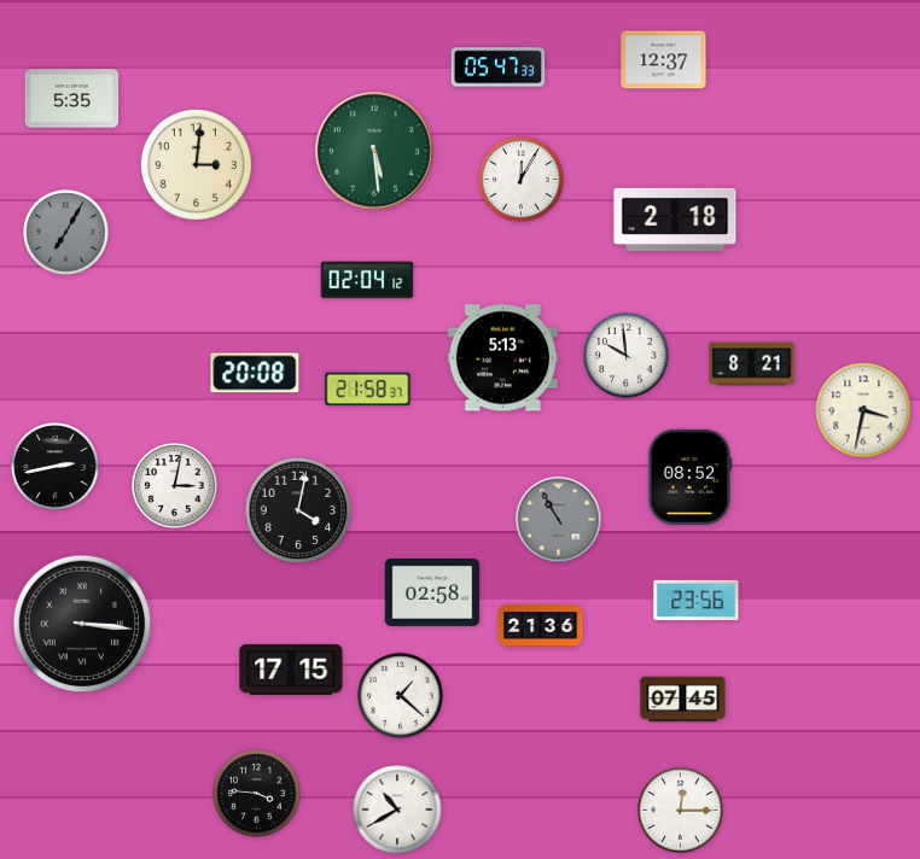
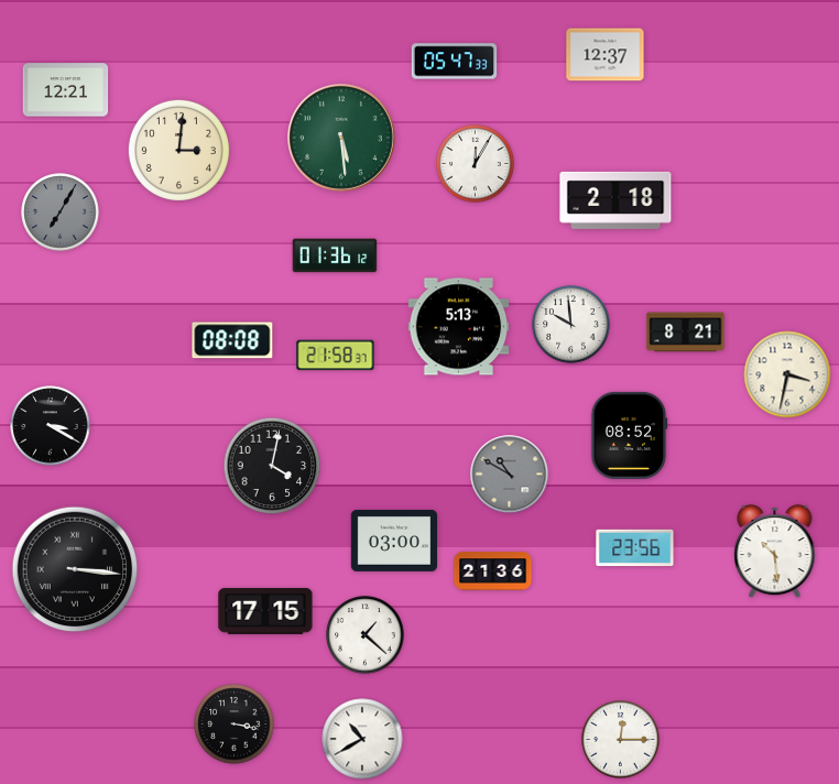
clock at (72, 99): 5:35 -> 12:21
clock at (367, 280): 02:04 -> 01:36
clock at (255, 373): 20:08 -> 08:08
clock at (56, 467): 2:43 -> 3:20
clock at (175, 486): 3:02 -> none
clock at (559, 520): 10:55 -> 10:50
clock at (431, 592): 02:58 -> 03:00
clock at (775, 552): none -> 10:29
clock at (683, 700): 07:45 -> none
clock at (257, 794): 3:46 -> 3:17
